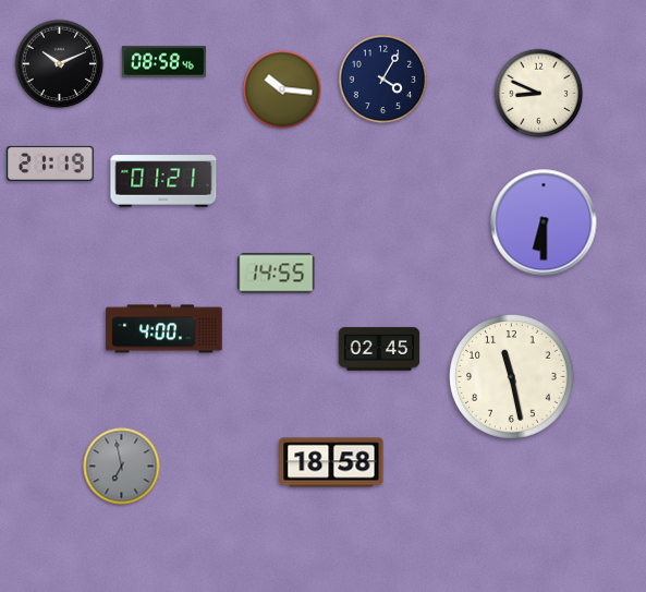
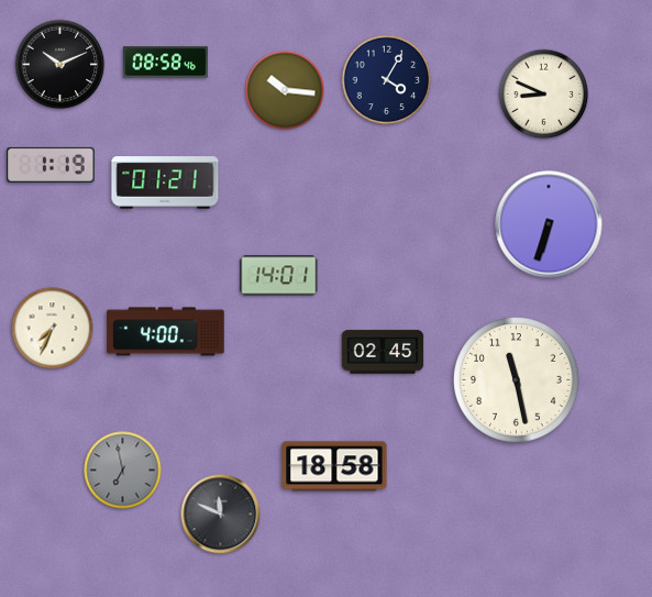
clock at (50, 164): 21:19 -> 1:19
clock at (544, 222): 6:30 -> 6:33
clock at (277, 274): 14:55 -> 14:01
clock at (53, 329): none -> 7:34
clock at (221, 515): none -> 11:49
